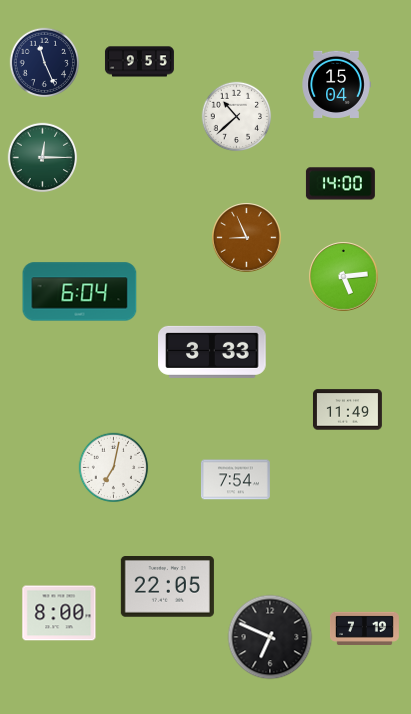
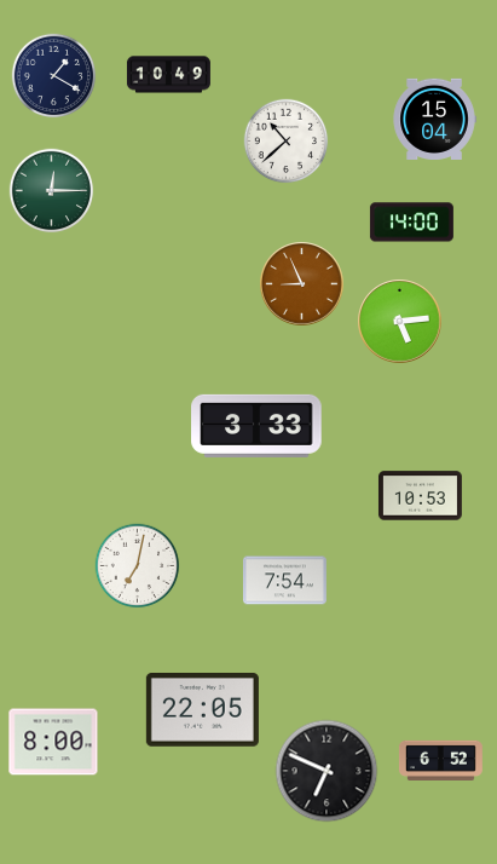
clock at (139, 62): 9:55 -> 10:49
clock at (45, 63): 11:26 -> 1:20
clock at (336, 84) position: (336, 84) -> (434, 119)
clock at (247, 238) position: (247, 238) -> (302, 284)
clock at (344, 277) position: (344, 277) -> (400, 322)
clock at (80, 292): 6:04 -> none
clock at (347, 410): 11:49 -> 10:53
clock at (59, 613) position: (59, 613) -> (53, 742)
clock at (364, 628): 7:19 -> 6:52
